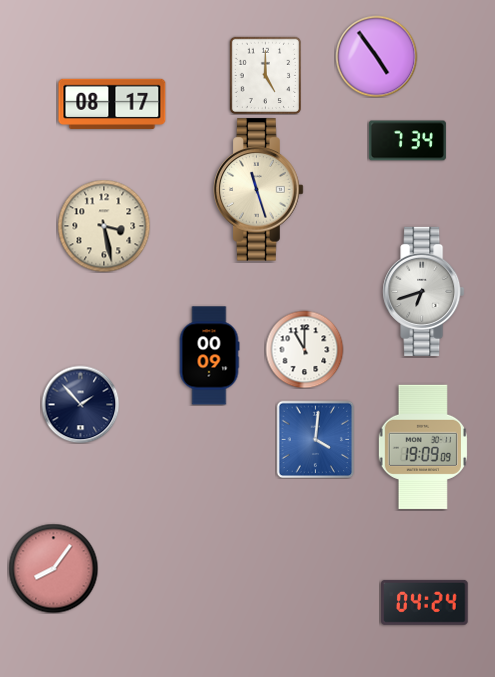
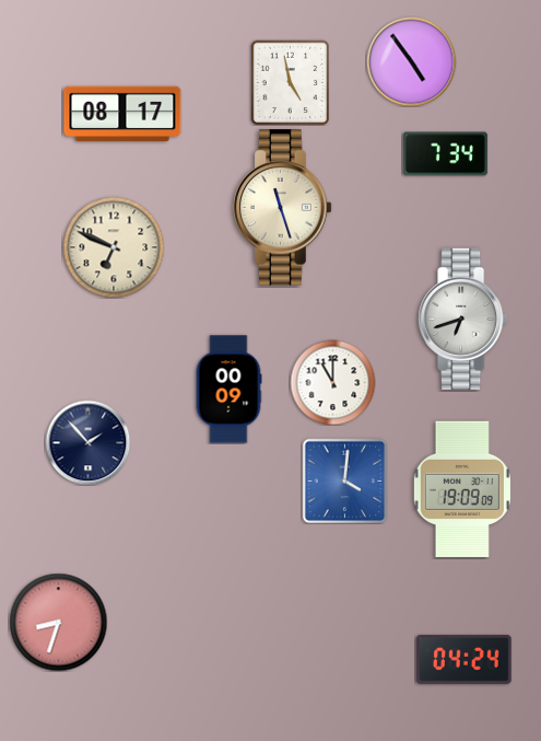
clock at (265, 75): 5:00 -> 4:58
clock at (104, 226): 3:28 -> 6:49
clock at (53, 568): 8:06 -> 8:33
